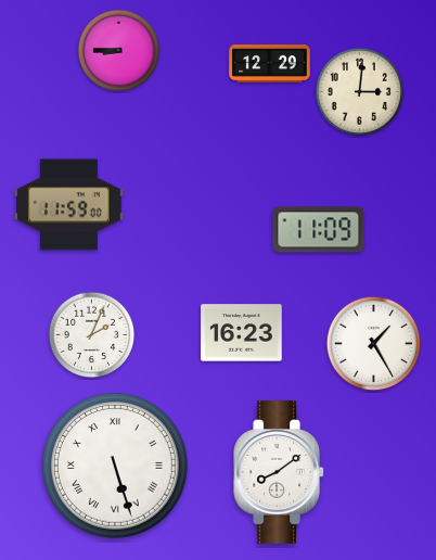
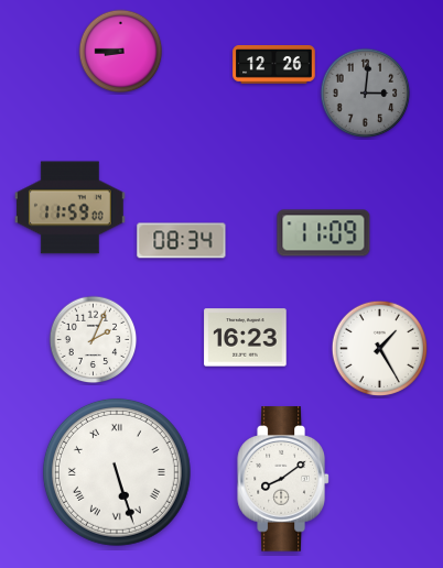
clock at (270, 64): 12:29 -> 12:26
clock at (360, 92) dial: cream -> grey
clock at (182, 241): none -> 08:34
